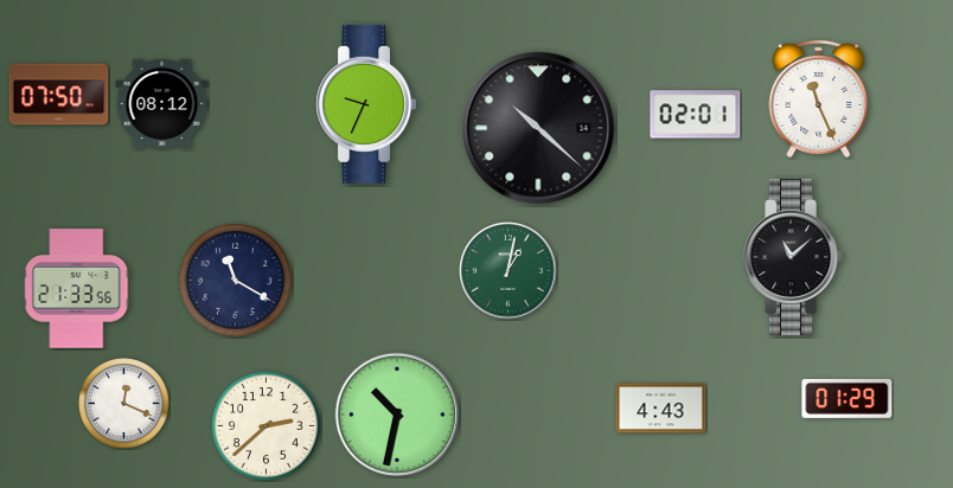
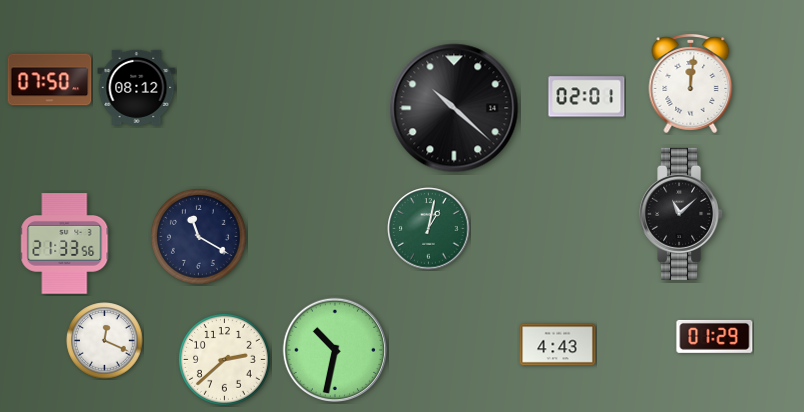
clock at (819, 99): 11:26 -> 12:01
clock at (365, 104): 9:34 -> none
clock at (794, 257) position: (794, 257) -> (682, 214)
